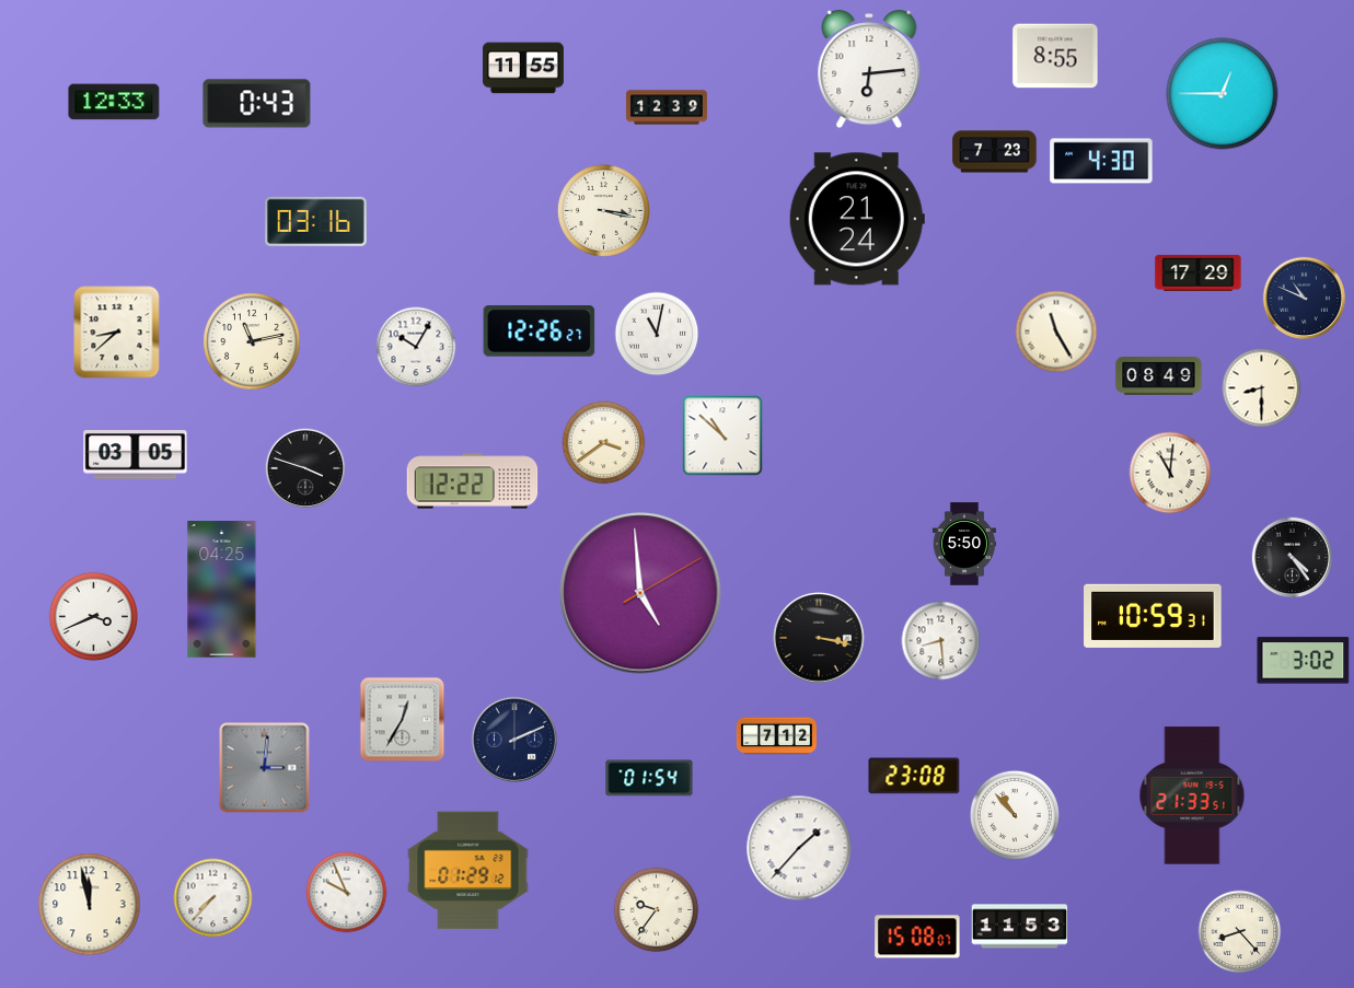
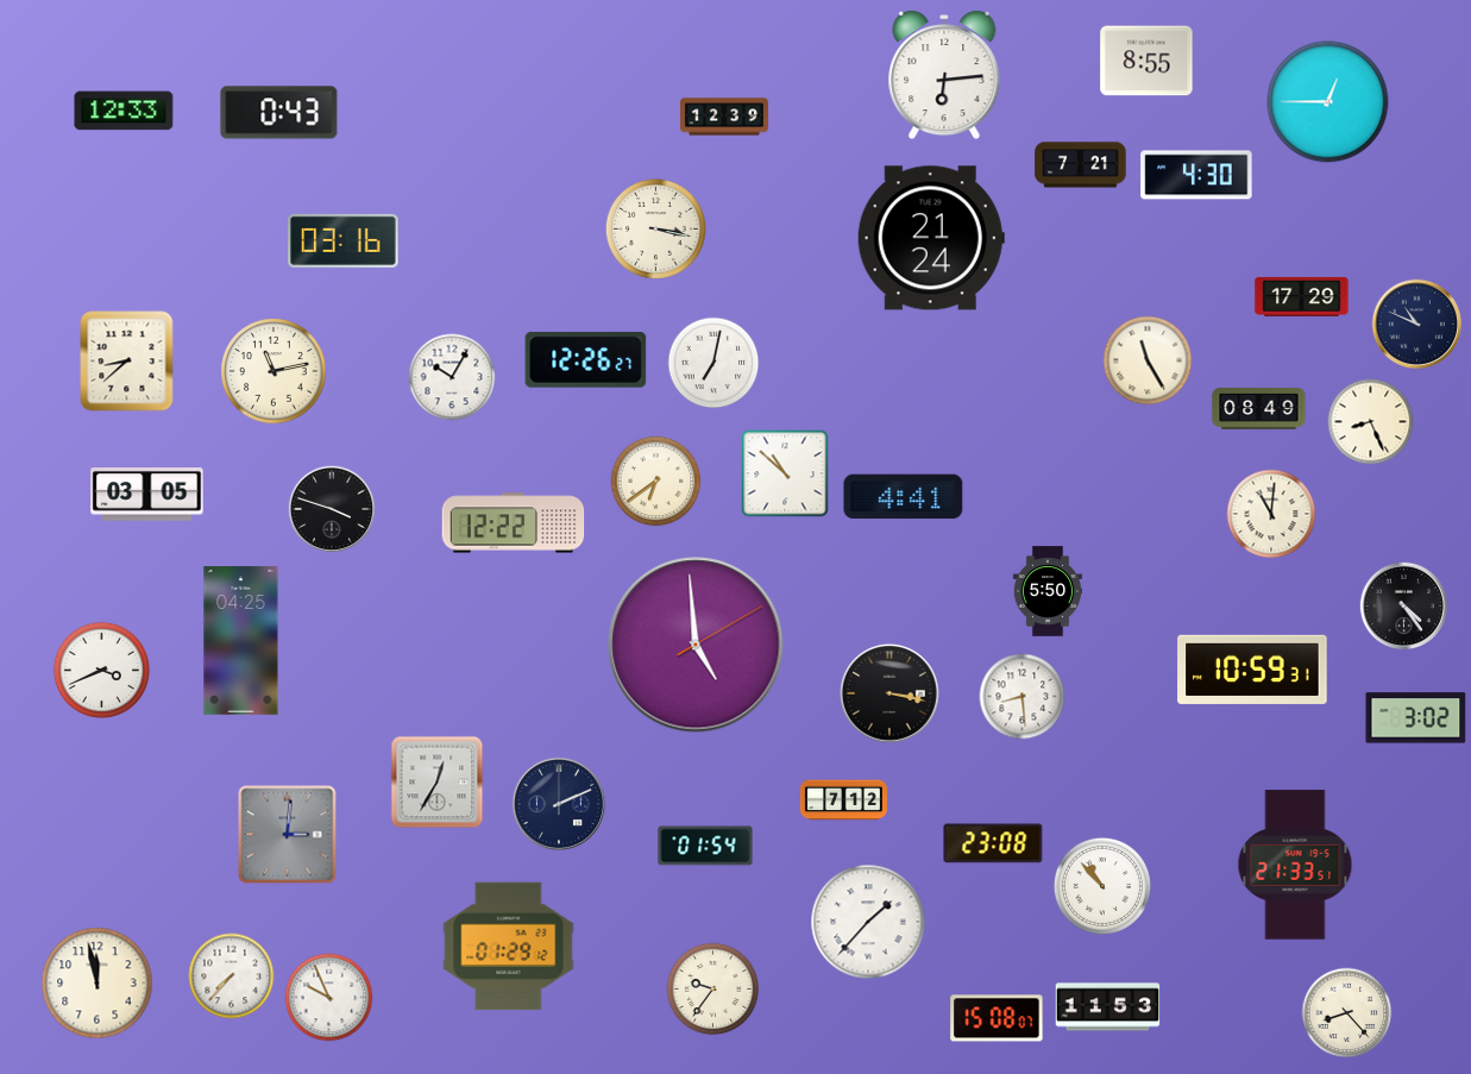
clock at (523, 68): 11:55 -> none
clock at (995, 152): 7:23 -> 7:21
clock at (657, 334): 11:02 -> 7:02
clock at (1262, 388): 8:30 -> 8:26
clock at (604, 443): 3:39 -> 6:39
clock at (904, 497): none -> 4:41
clock at (347, 893) position: (347, 893) -> (329, 998)
